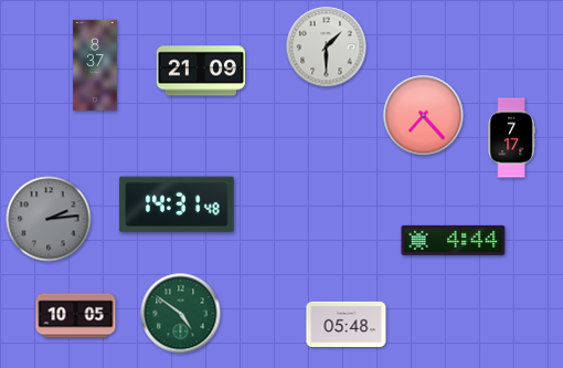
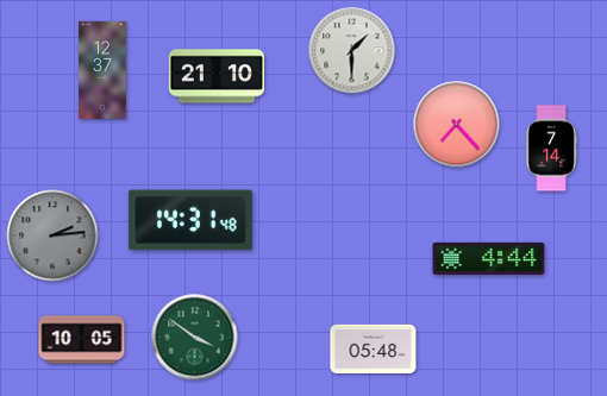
clock at (95, 65): 8:37 -> 12:37
clock at (200, 71): 21:09 -> 21:10
clock at (511, 138): 7:17 -> 7:14
clock at (181, 314): 4:51 -> 3:51
